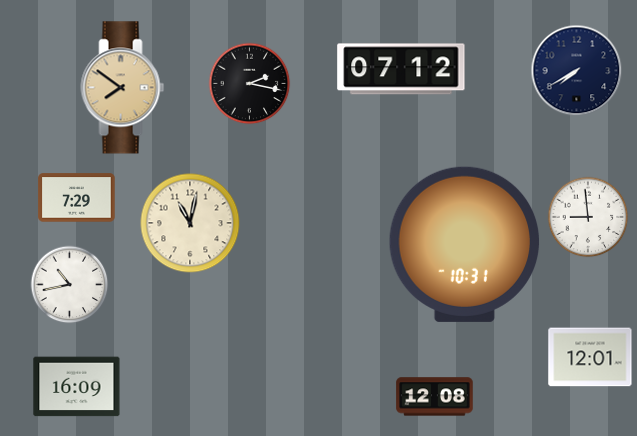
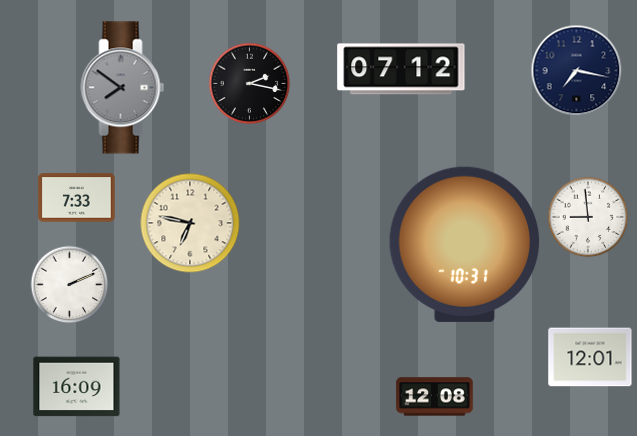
clock at (576, 70): 7:40 -> 7:17
clock at (123, 88) dial: champagne -> grey
clock at (77, 198): 7:29 -> 7:33
clock at (190, 223): 11:02 -> 6:47
clock at (69, 284): 10:43 -> 2:11
